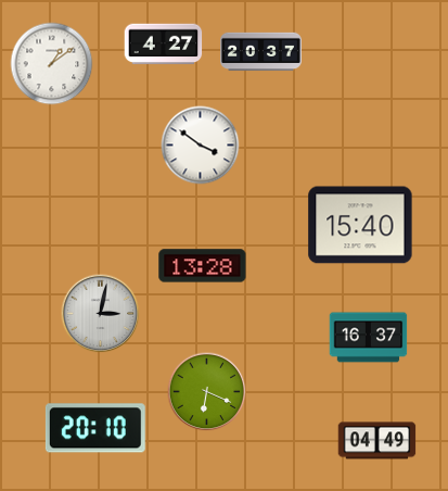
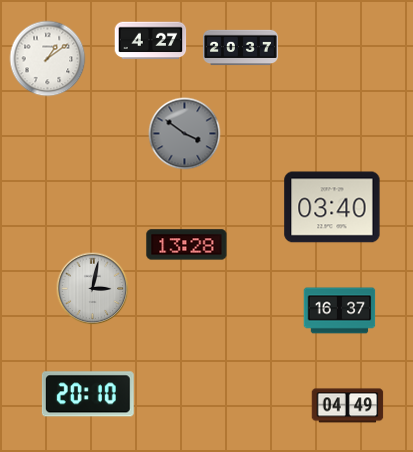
clock at (201, 146) dial: white -> grey
clock at (360, 225): 15:40 -> 03:40
clock at (207, 392): 6:19 -> none
